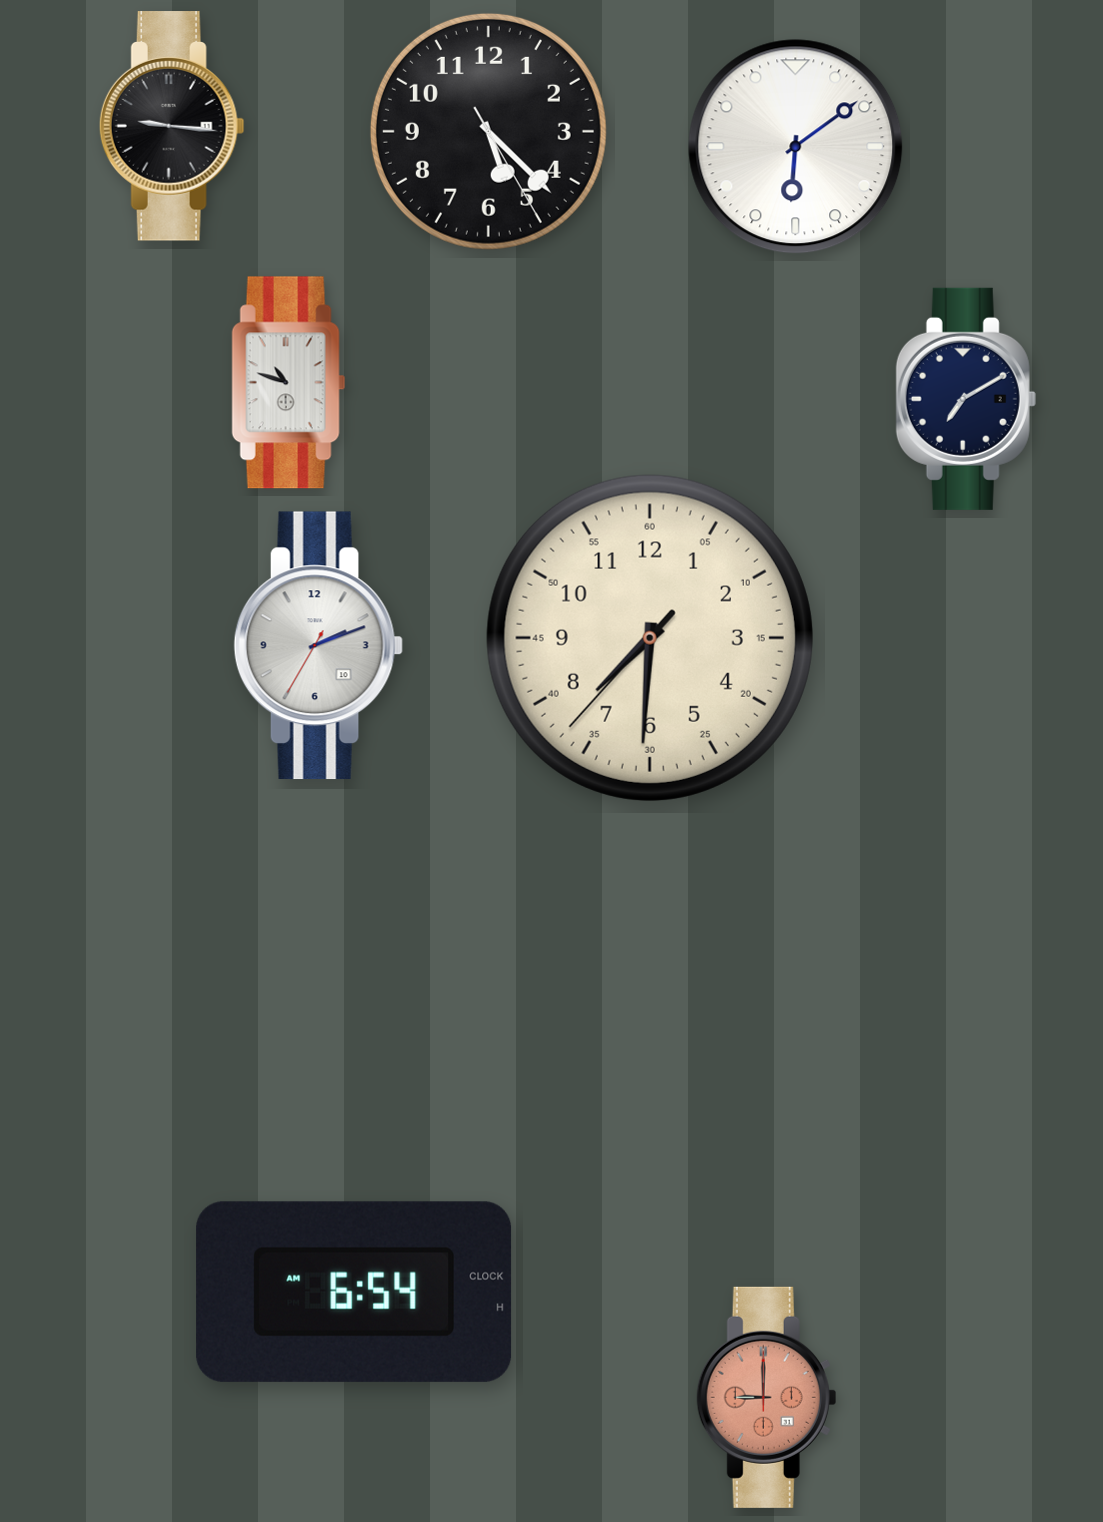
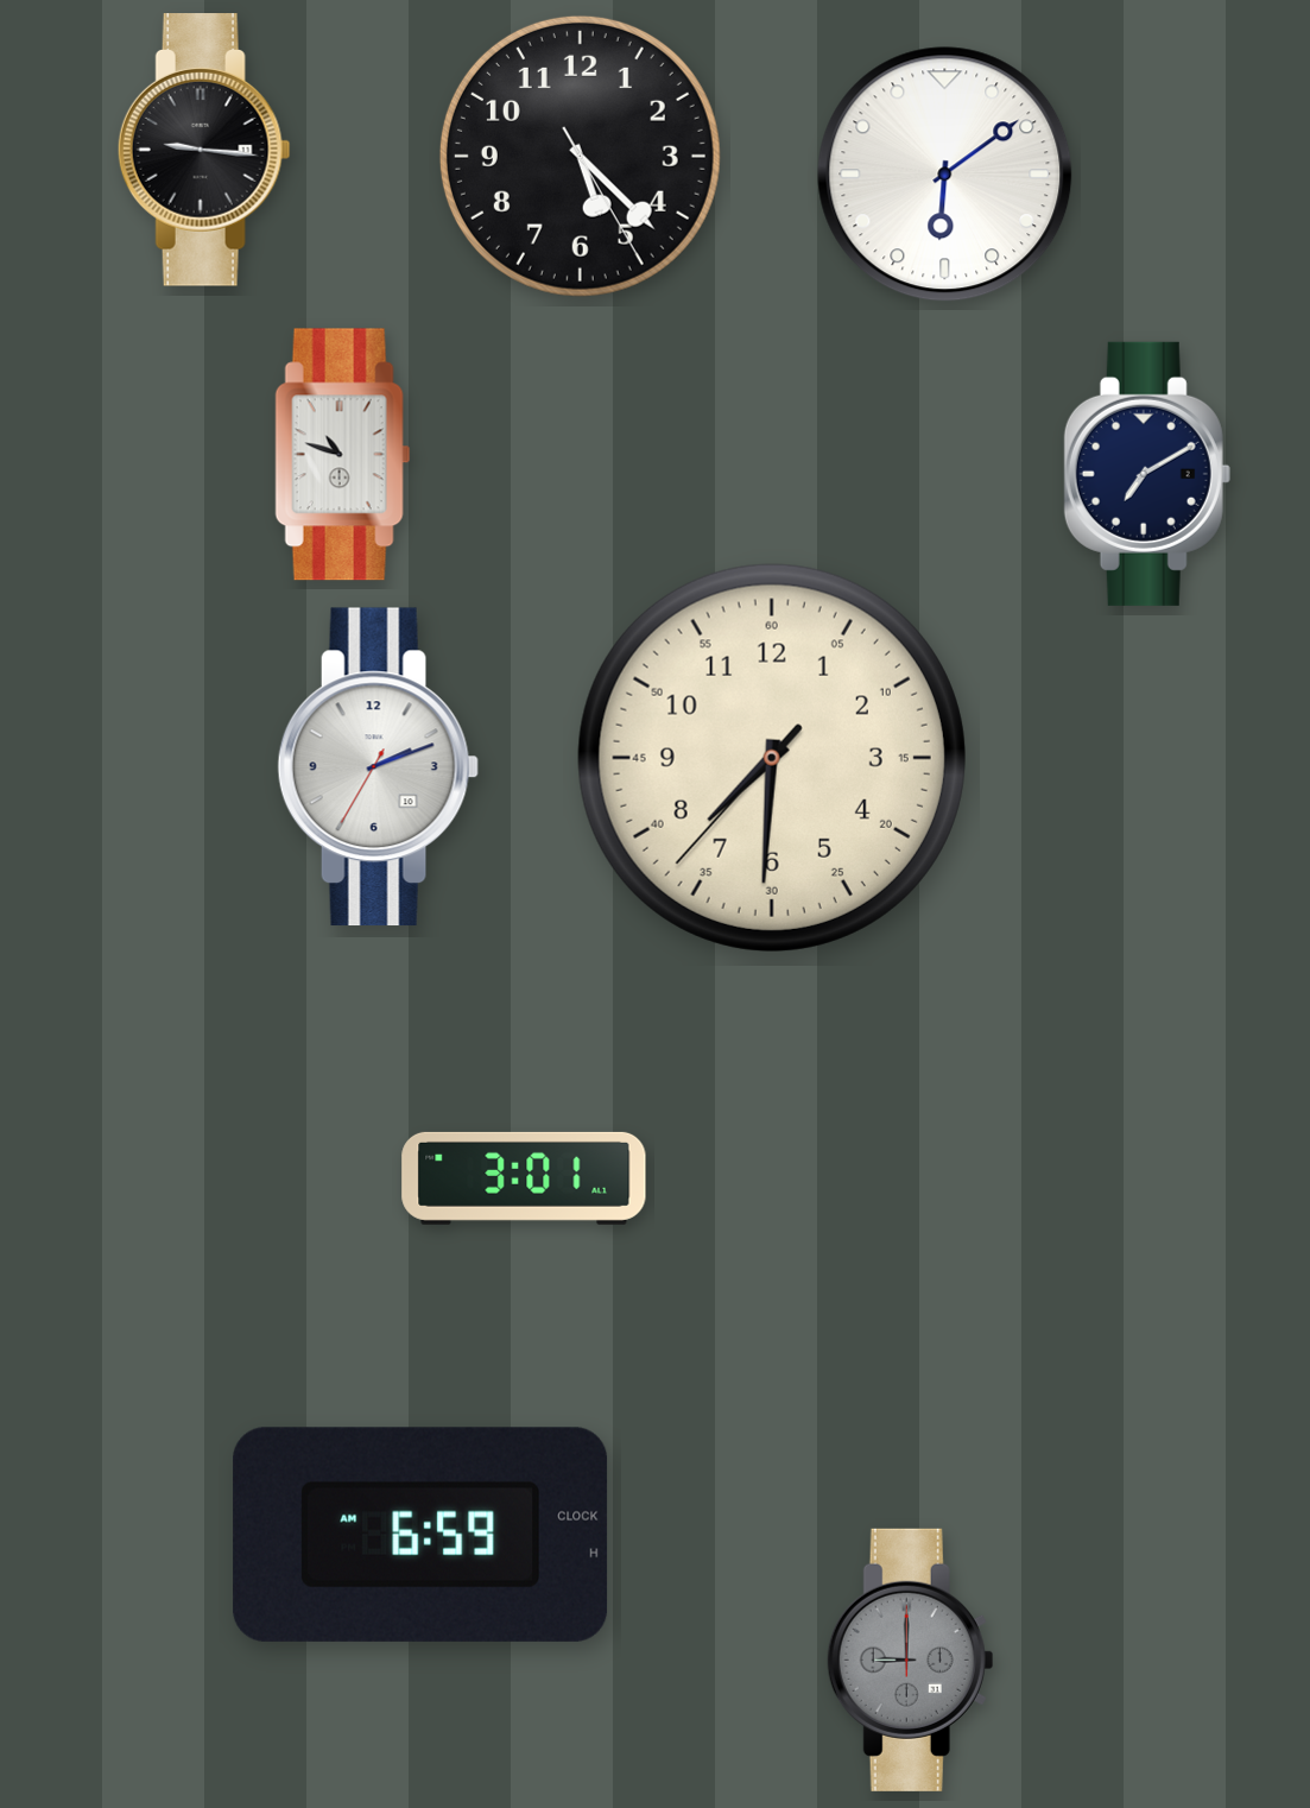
clock at (524, 1178): none -> 3:01
clock at (354, 1292): 6:54 -> 6:59
clock at (767, 1397) dial: salmon -> grey
